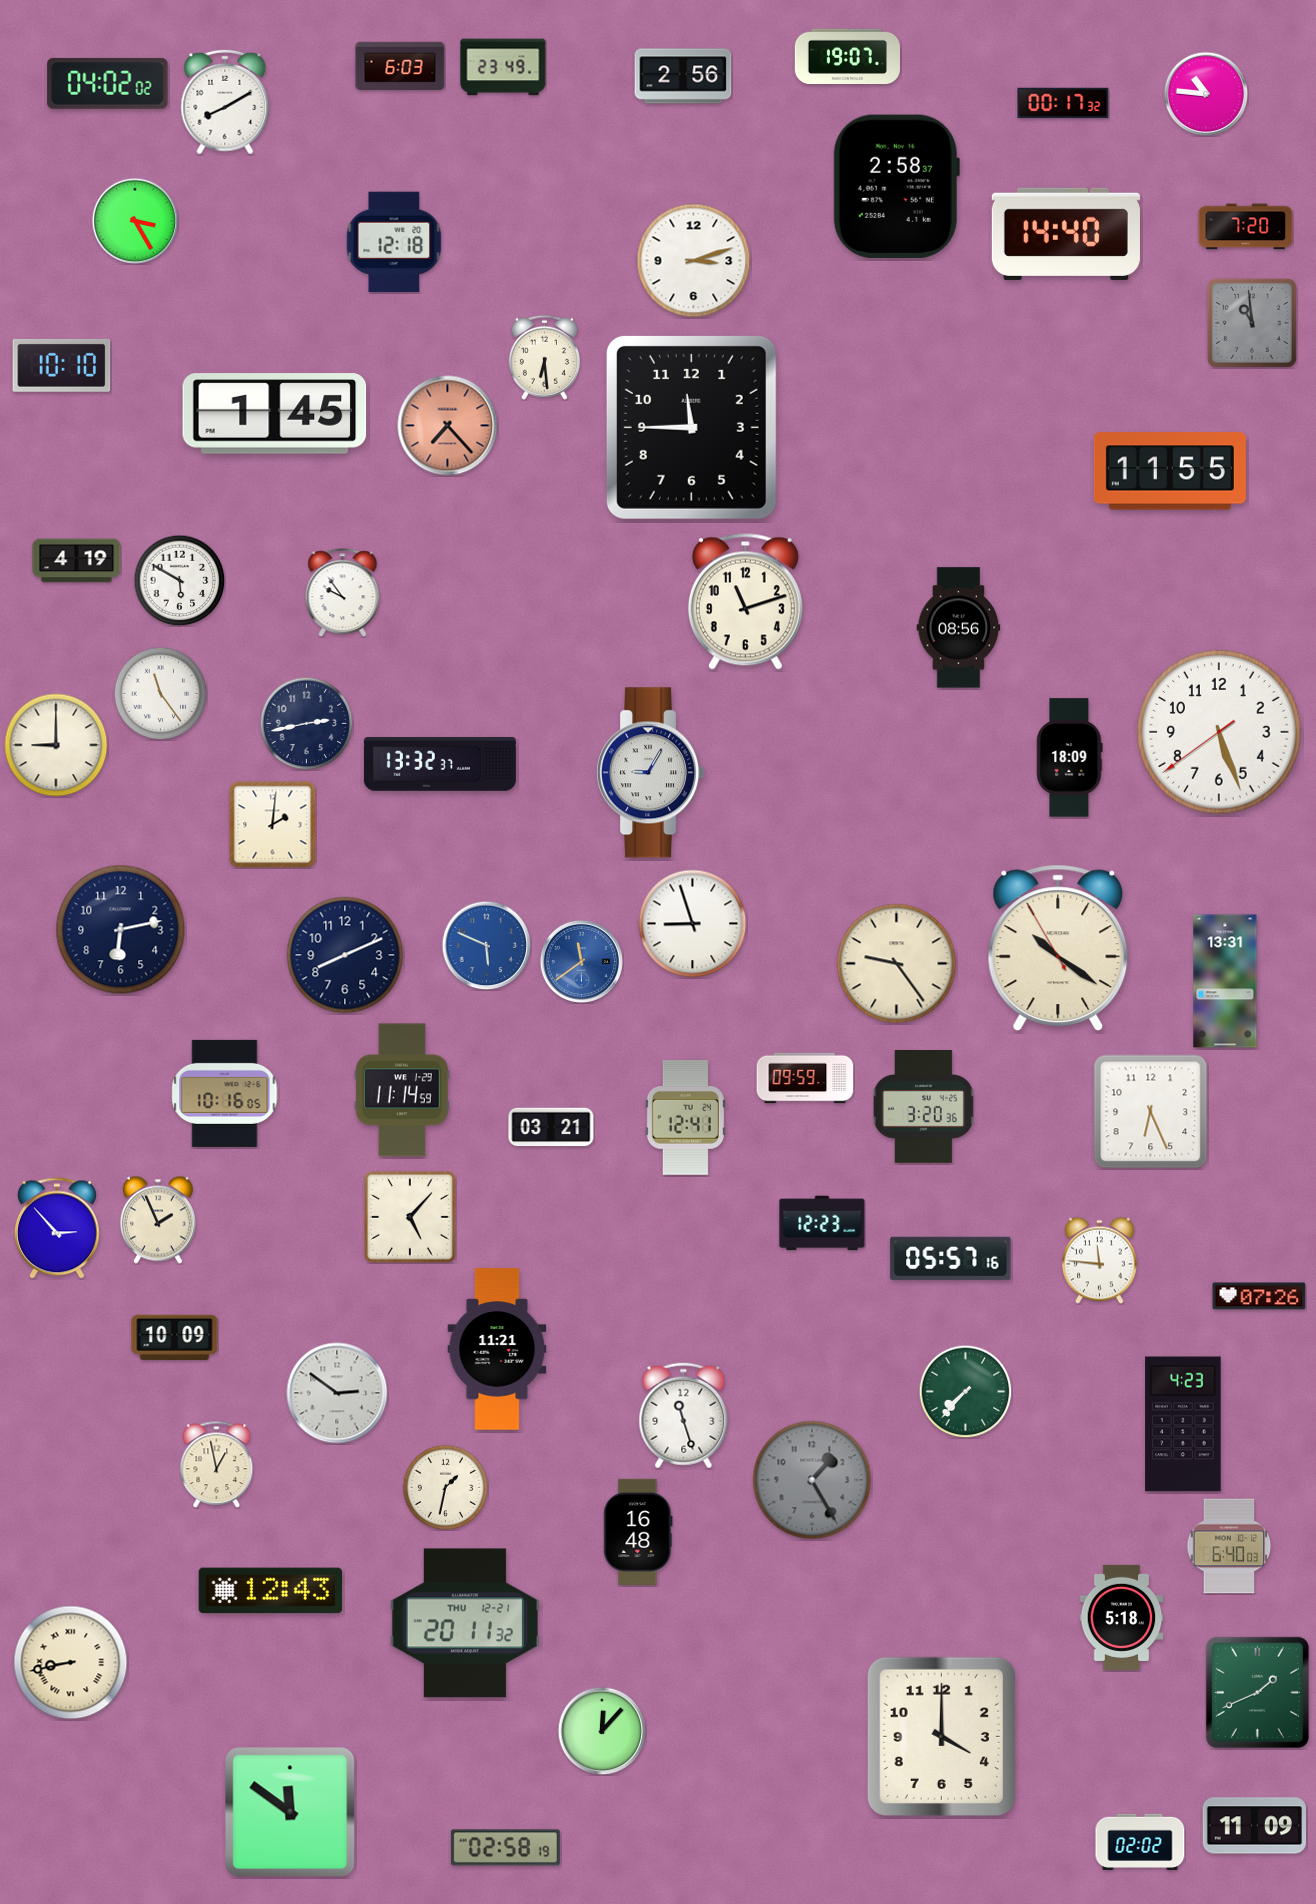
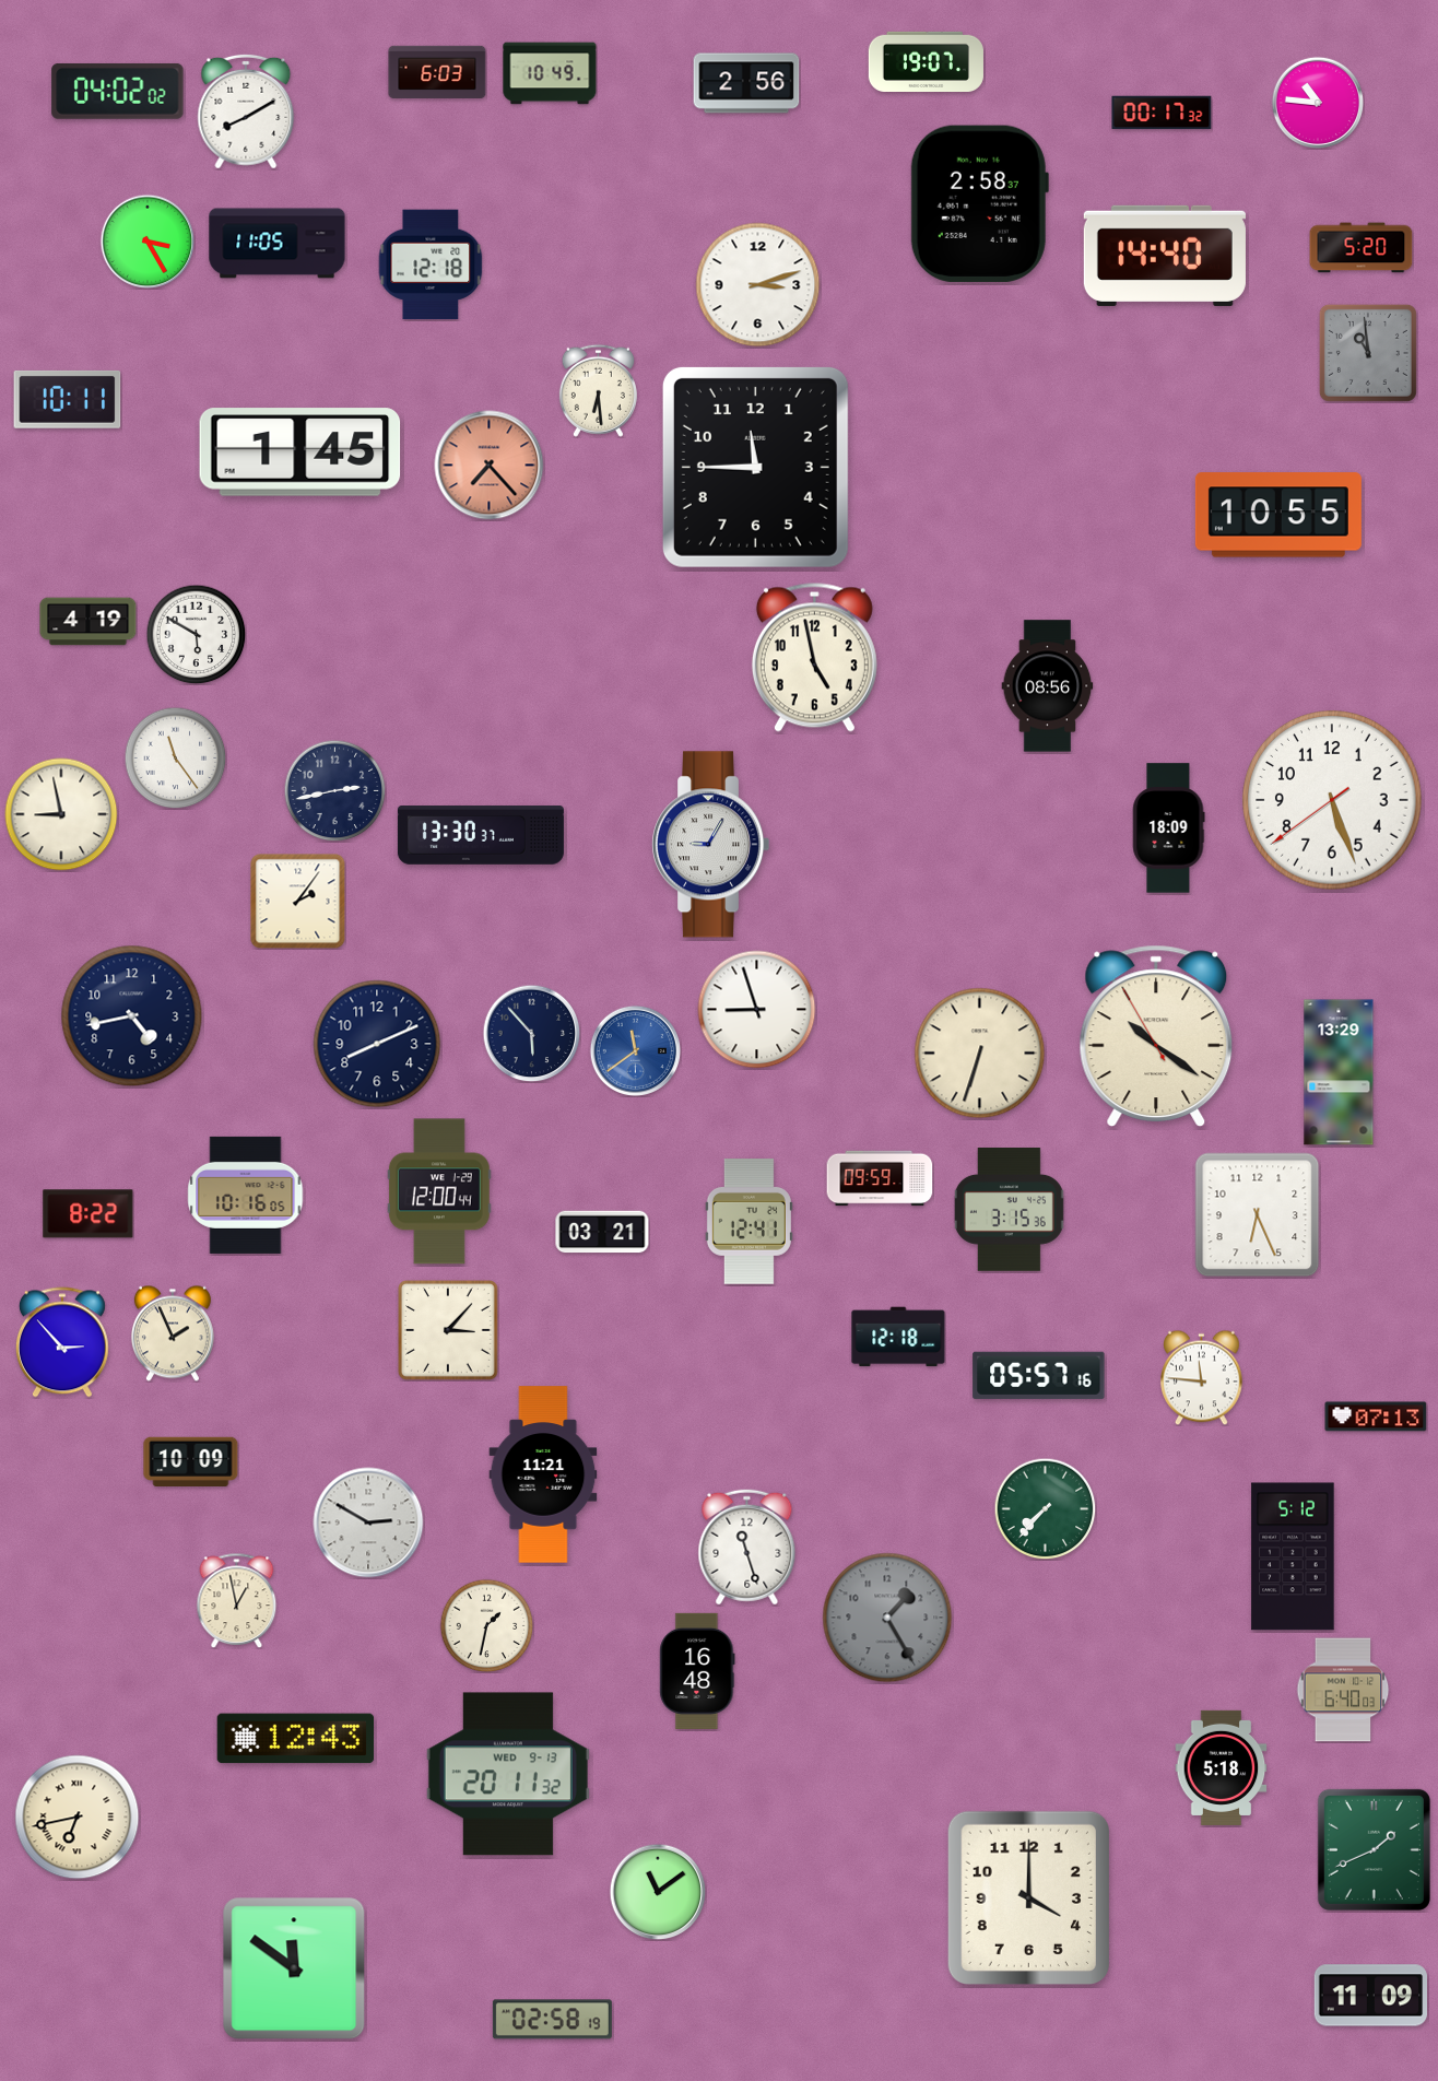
clock at (503, 67): 23:49 -> 10:49
clock at (278, 244): none -> 11:05
clock at (1246, 227): 7:20 -> 5:20
clock at (544, 357) position: (544, 357) -> (598, 390)
clock at (62, 365): 10:10 -> 10:11
clock at (1170, 471): 11:55 -> 10:55
clock at (77, 561) position: (77, 561) -> (89, 622)
clock at (343, 593): 9:54 -> none
clock at (745, 601): 11:12 -> 4:58
clock at (56, 745): 9:00 -> 8:58
clock at (440, 765): 13:32 -> 13:30
clock at (273, 825): 2:01 -> 2:06
clock at (121, 930): 6:13 -> 4:43
clock at (486, 945): 5:49 -> 5:53
clock at (486, 945) dial: blue -> navy
clock at (897, 964): 9:24 -> 6:33
clock at (1225, 981): 13:31 -> 13:29
clock at (402, 1090): 11:14 -> 12:00
clock at (923, 1107): 3:20 -> 3:15
clock at (89, 1214): none -> 8:22
clock at (411, 1218): 5:07 -> 3:07
clock at (822, 1223): 12:23 -> 12:18
clock at (1259, 1296): 07:26 -> 07:13
clock at (965, 1391) position: (965, 1391) -> (1045, 1508)
clock at (337, 1393): 2:51 -> 2:50
clock at (1183, 1424): 4:23 -> 5:12
clock at (638, 1532) position: (638, 1532) -> (697, 1671)
clock at (1122, 1617) position: (1122, 1617) -> (1222, 1767)
clock at (465, 1623) date: THU 12-21 -> WED 9-13
clock at (71, 1663): 8:43 -> 6:43
clock at (602, 1731): 12:07 -> 11:09
clock at (290, 1812) position: (290, 1812) -> (294, 1968)
clock at (1140, 1842): 02:02 -> none
